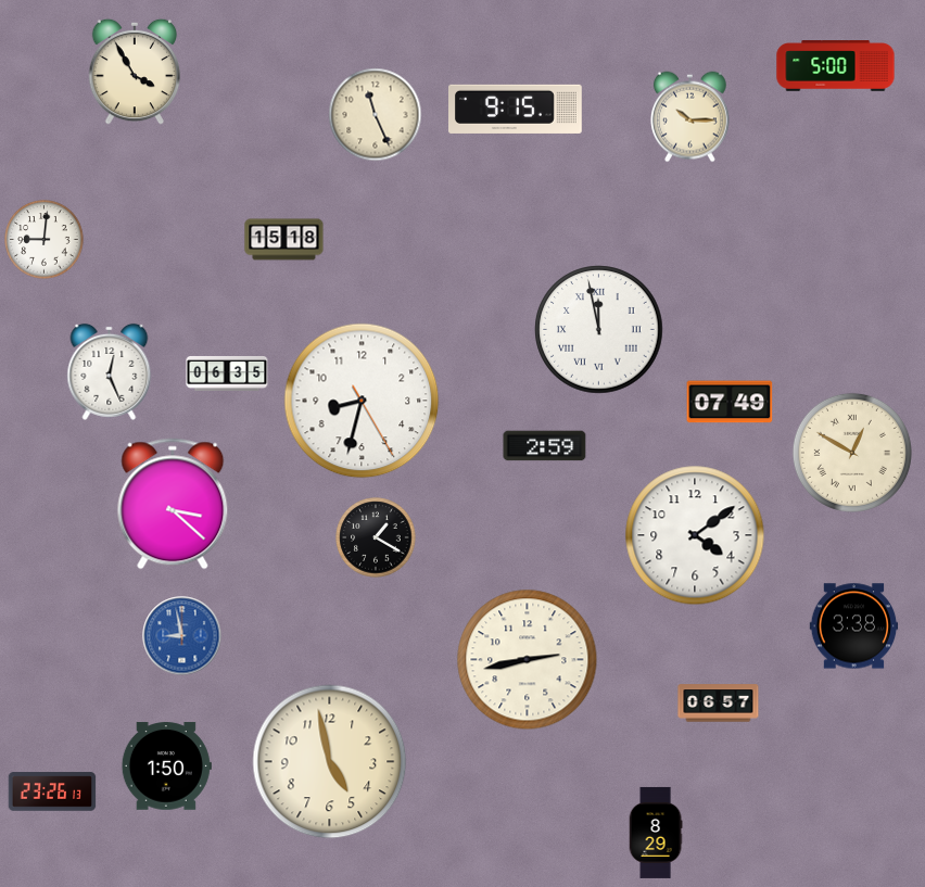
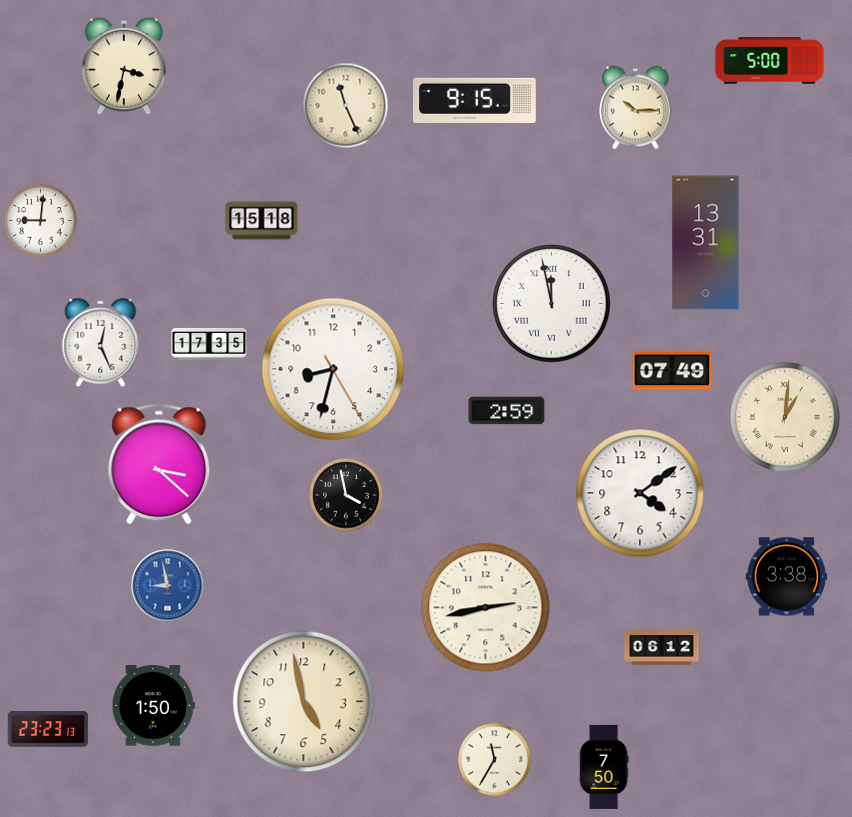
clock at (135, 72): 3:55 -> 3:32
clock at (706, 243): none -> 13:31
clock at (227, 373): 06:35 -> 17:35
clock at (545, 446) position: (545, 446) -> (507, 411)
clock at (852, 453): 12:50 -> 1:01
clock at (376, 537): 1:20 -> 3:58
clock at (719, 704): 06:57 -> 06:12
clock at (52, 791): 23:26 -> 23:23
clock at (495, 760): none -> 11:35
clock at (656, 833): 8:29 -> 7:50
